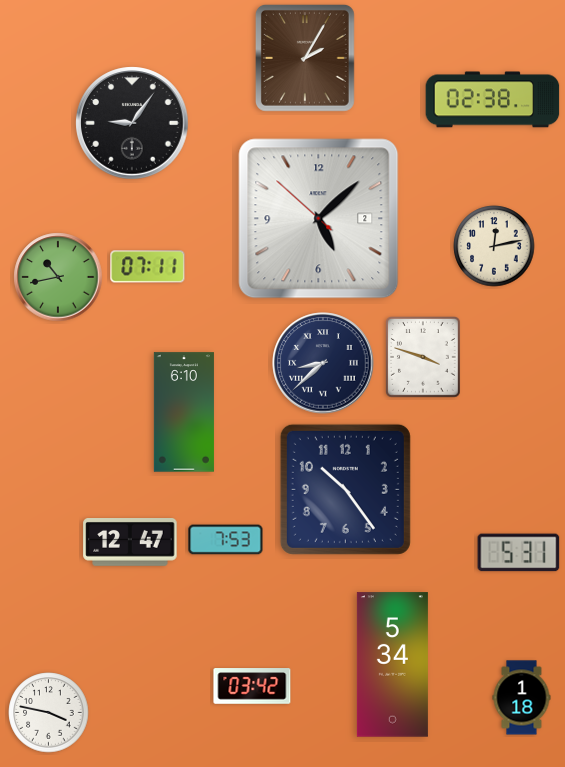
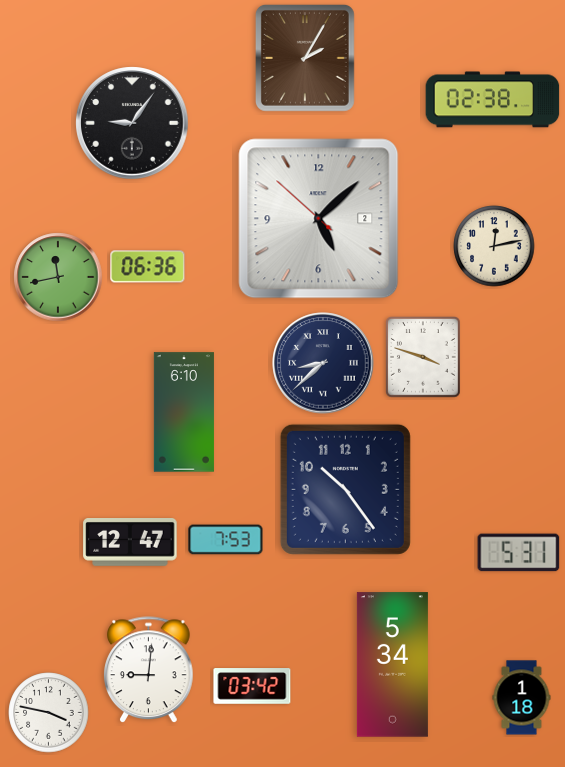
clock at (148, 267): 07:11 -> 06:36
clock at (58, 277): 10:43 -> 11:43
clock at (149, 670): none -> 9:01
